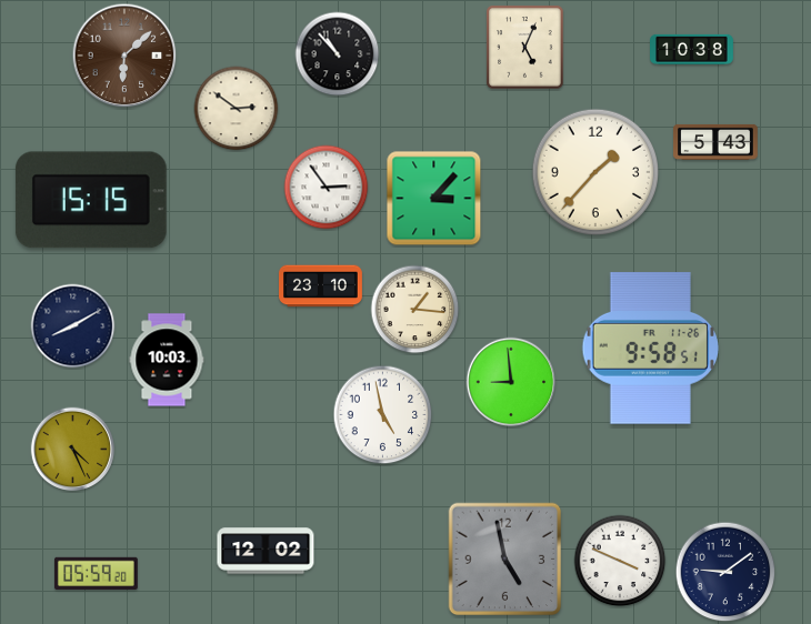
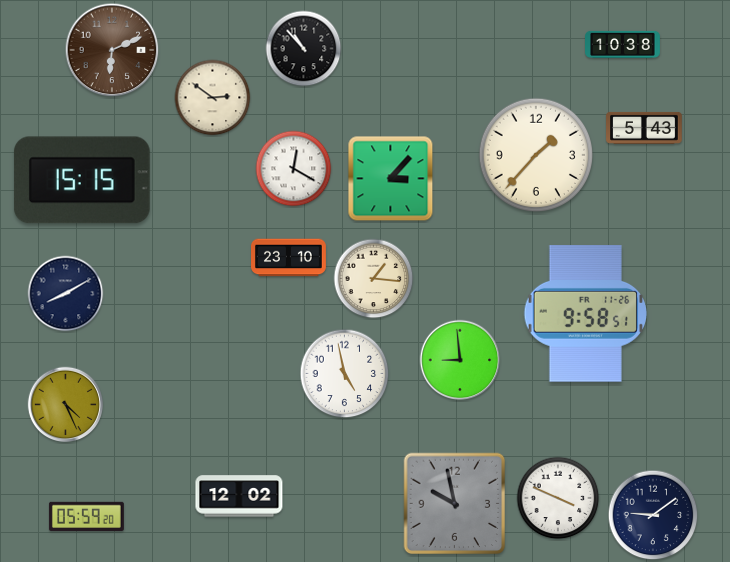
clock at (525, 48): 5:04 -> none
clock at (124, 56): 6:08 -> 6:11
clock at (327, 188): 2:54 -> 12:20
clock at (167, 360): 10:03 -> none
clock at (511, 382) position: (511, 382) -> (460, 360)
clock at (505, 560): 4:58 -> 9:58
clock at (620, 561) position: (620, 561) -> (558, 498)
